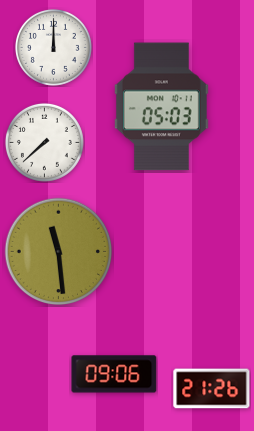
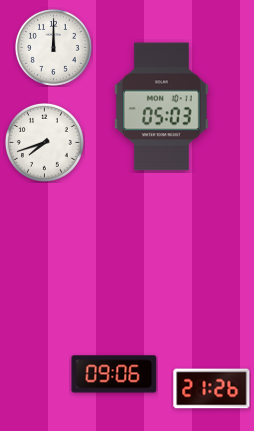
clock at (44, 142): 7:38 -> 7:42
clock at (59, 252): 11:29 -> none
